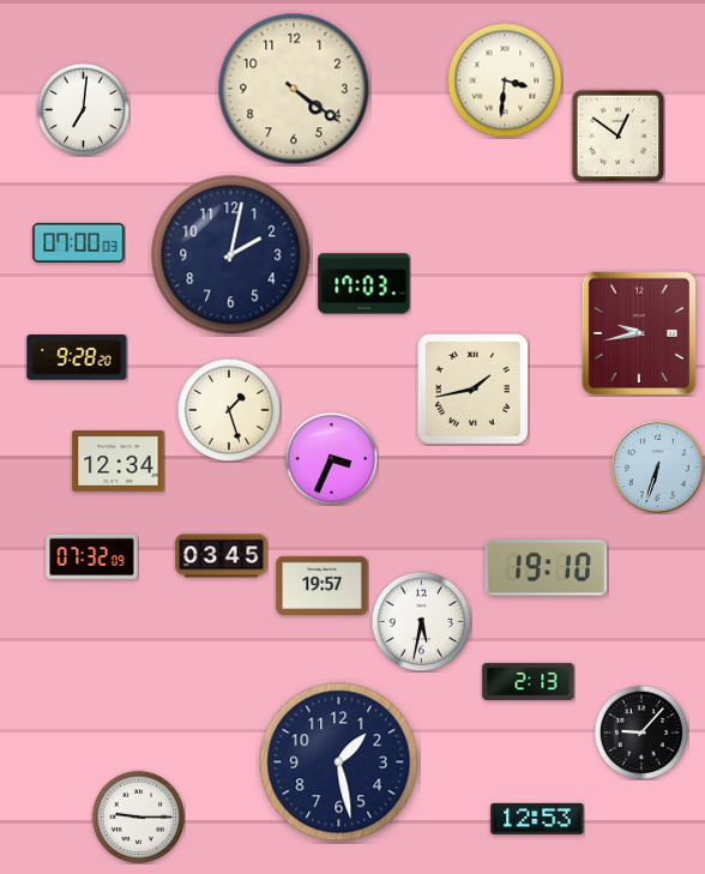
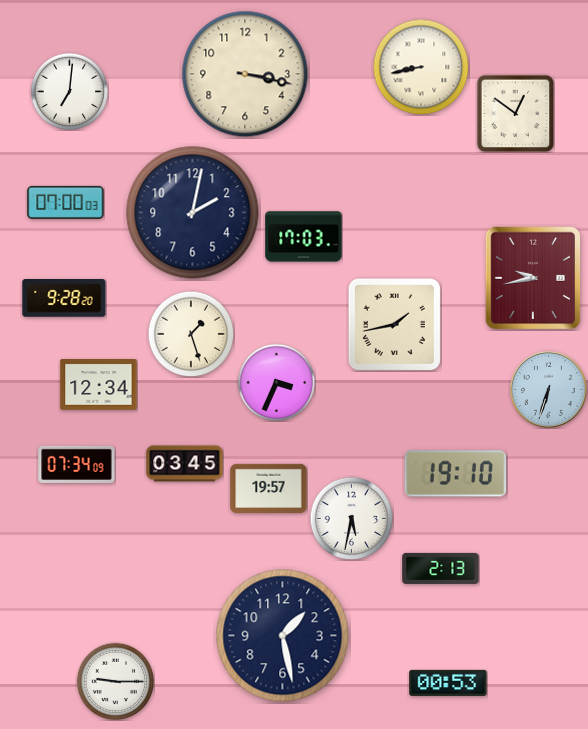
clock at (505, 80): 3:31 -> 8:43
clock at (294, 89): 4:21 -> 3:17
clock at (229, 410) position: (229, 410) -> (191, 334)
clock at (92, 556): 07:32 -> 07:34
clock at (641, 733): 9:07 -> none
clock at (537, 819): 12:53 -> 00:53
